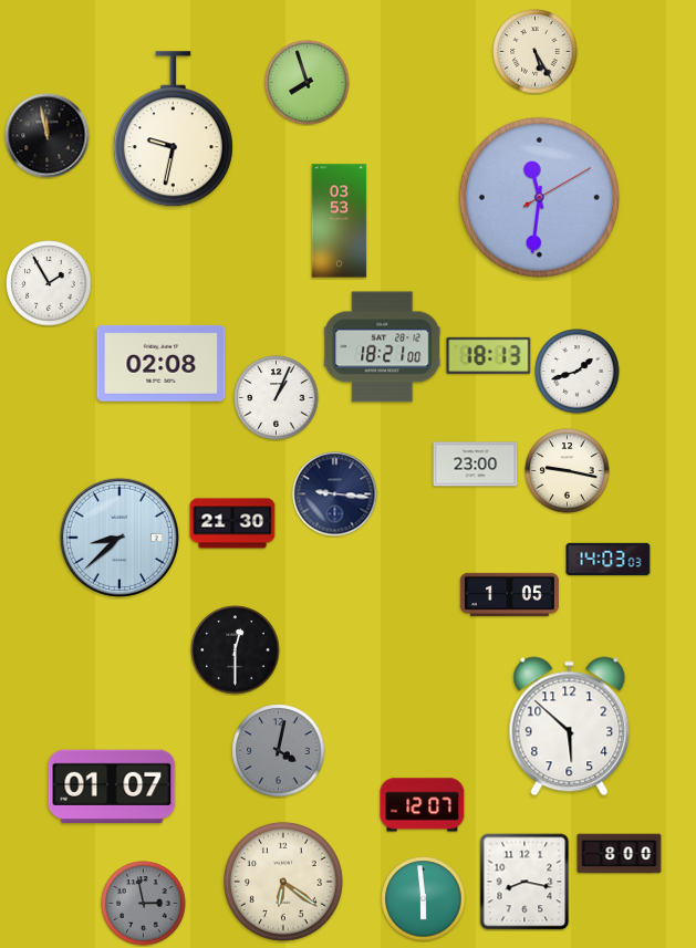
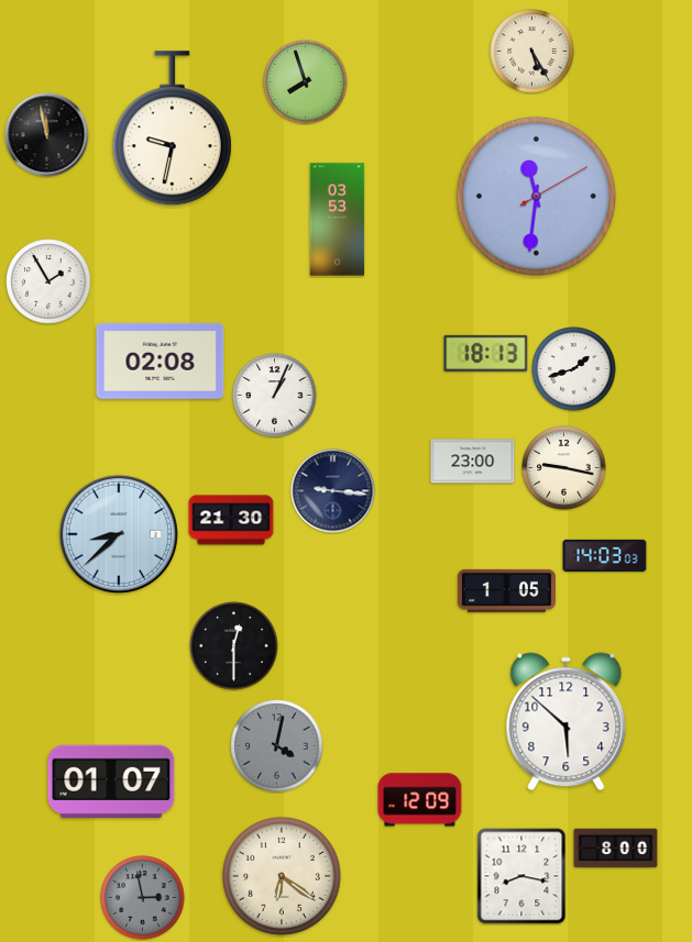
clock at (383, 347): 18:21 -> none
clock at (423, 805): 12:07 -> 12:09
clock at (424, 899): 5:59 -> none
